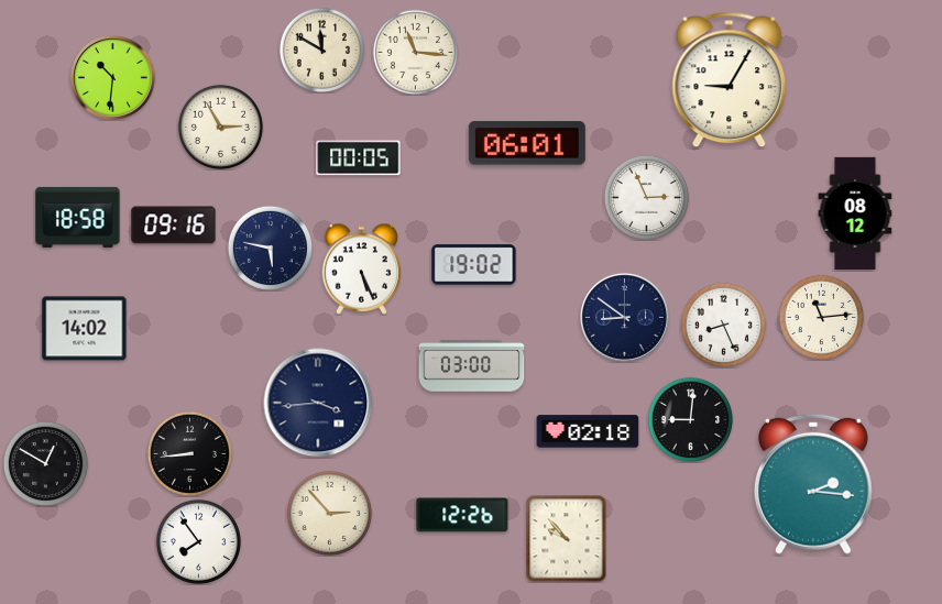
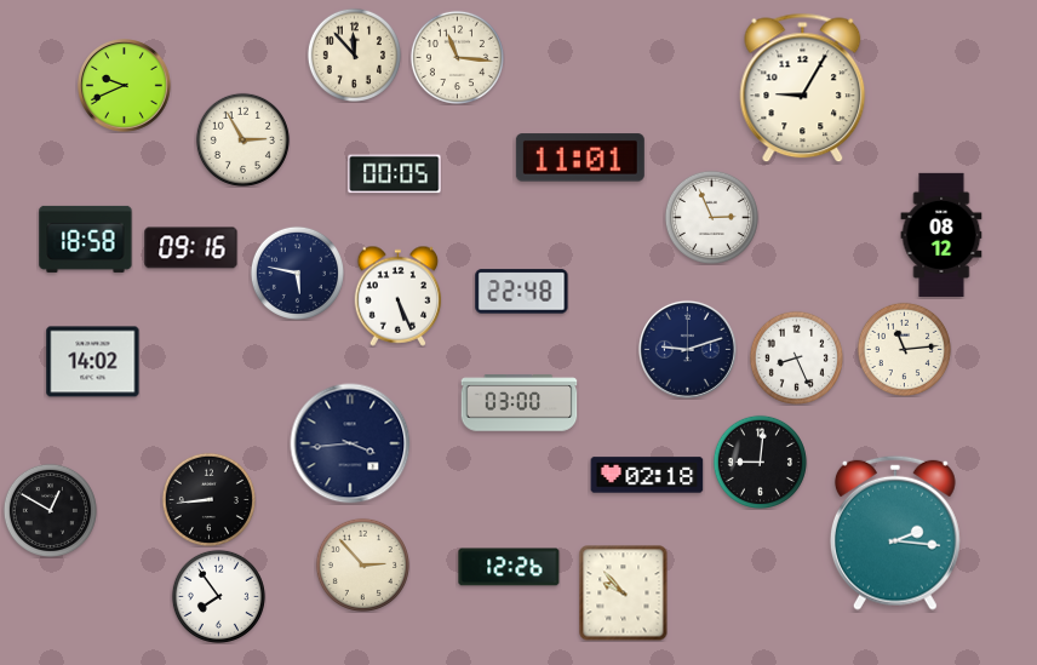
clock at (321, 50): 11:50 -> 11:53
clock at (113, 78): 10:31 -> 9:41
clock at (527, 143): 06:01 -> 11:01
clock at (474, 265): 19:02 -> 22:48
clock at (624, 317): 8:51 -> 9:12
